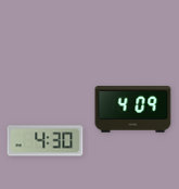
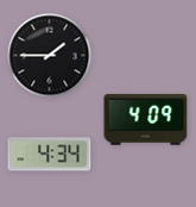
clock at (50, 56): none -> 1:45
clock at (46, 141): 4:30 -> 4:34
